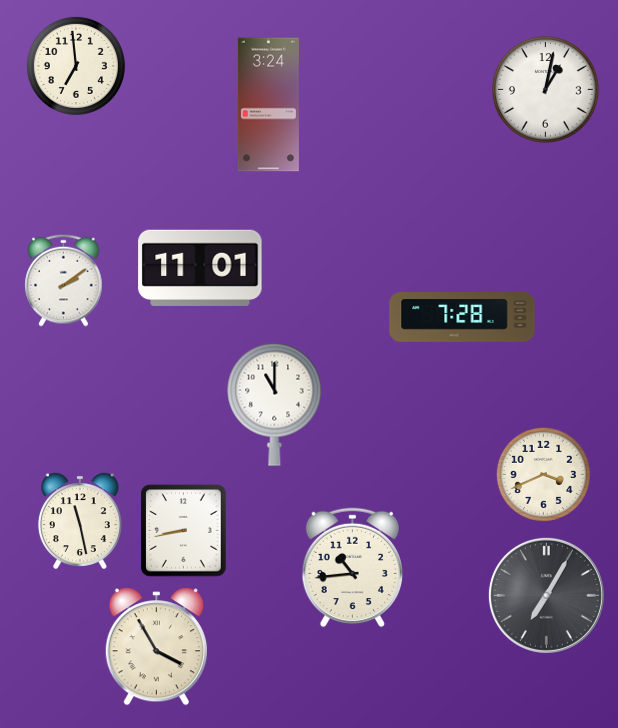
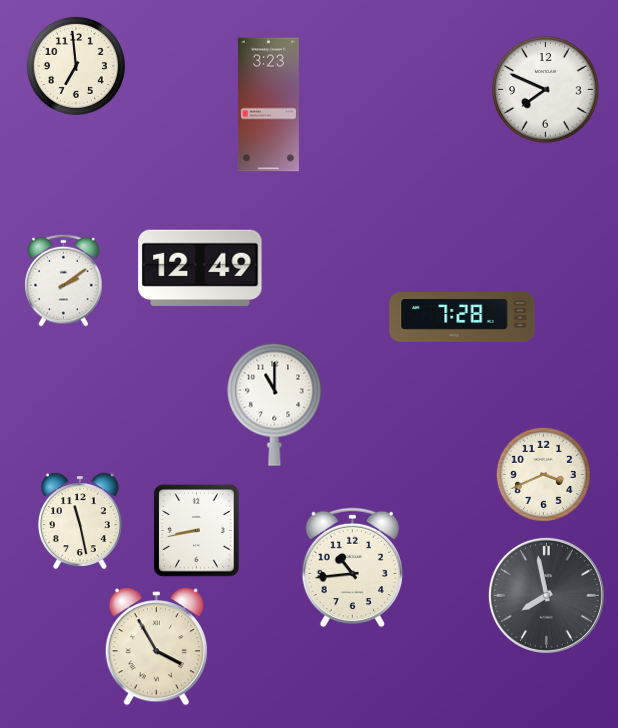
clock at (546, 90): 1:02 -> 7:49
clock at (268, 105): 3:24 -> 3:23
clock at (200, 267): 11:01 -> 12:49
clock at (184, 531) position: (184, 531) -> (197, 531)
clock at (546, 595): 7:05 -> 7:58
